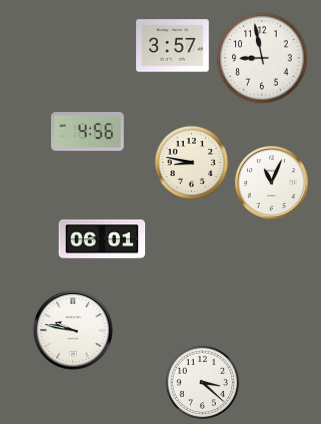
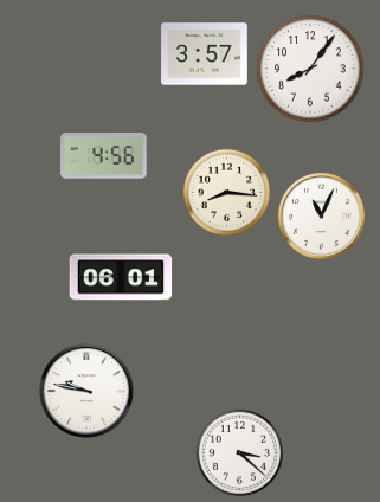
clock at (262, 58): 8:58 -> 8:06
clock at (192, 163): 8:47 -> 8:16
clock at (102, 239) position: (102, 239) -> (121, 277)
